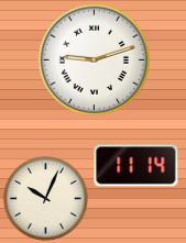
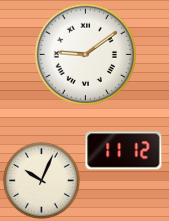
clock at (94, 59): 9:12 -> 9:09
clock at (136, 166): 11:14 -> 11:12
